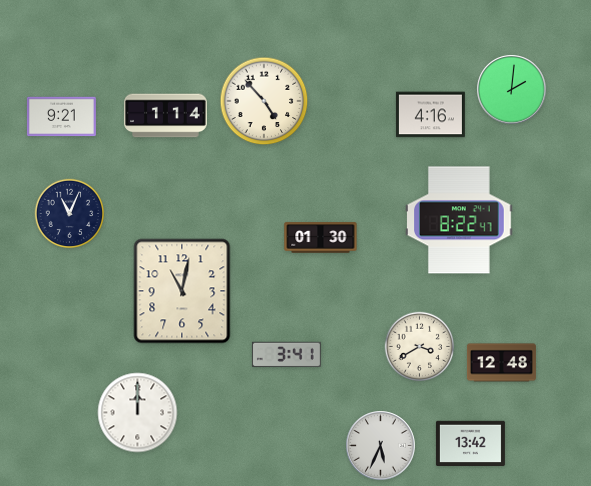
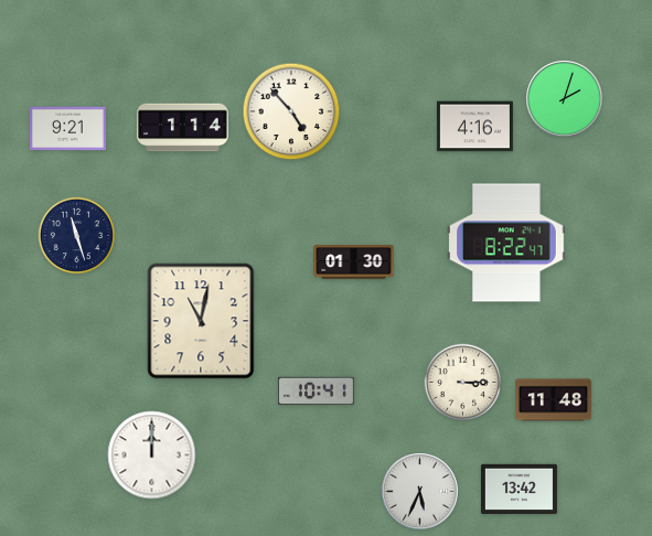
clock at (512, 90): 2:01 -> 2:03
clock at (70, 214): 11:04 -> 11:27
clock at (420, 347): 3:40 -> 3:15
clock at (286, 355): 3:41 -> 10:41
clock at (501, 363): 12:48 -> 11:48
